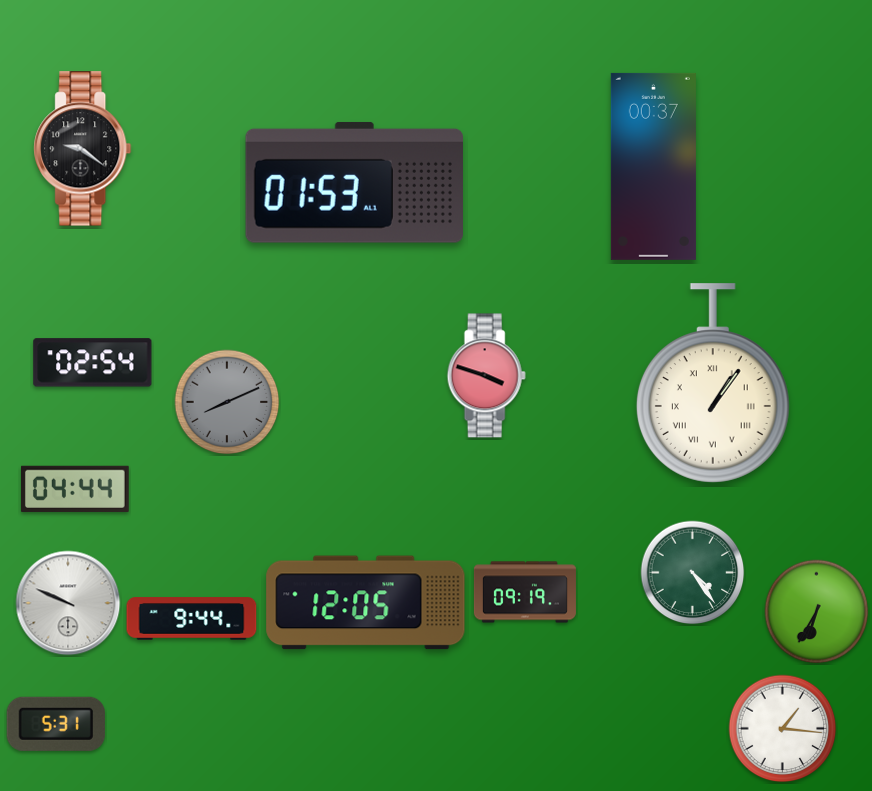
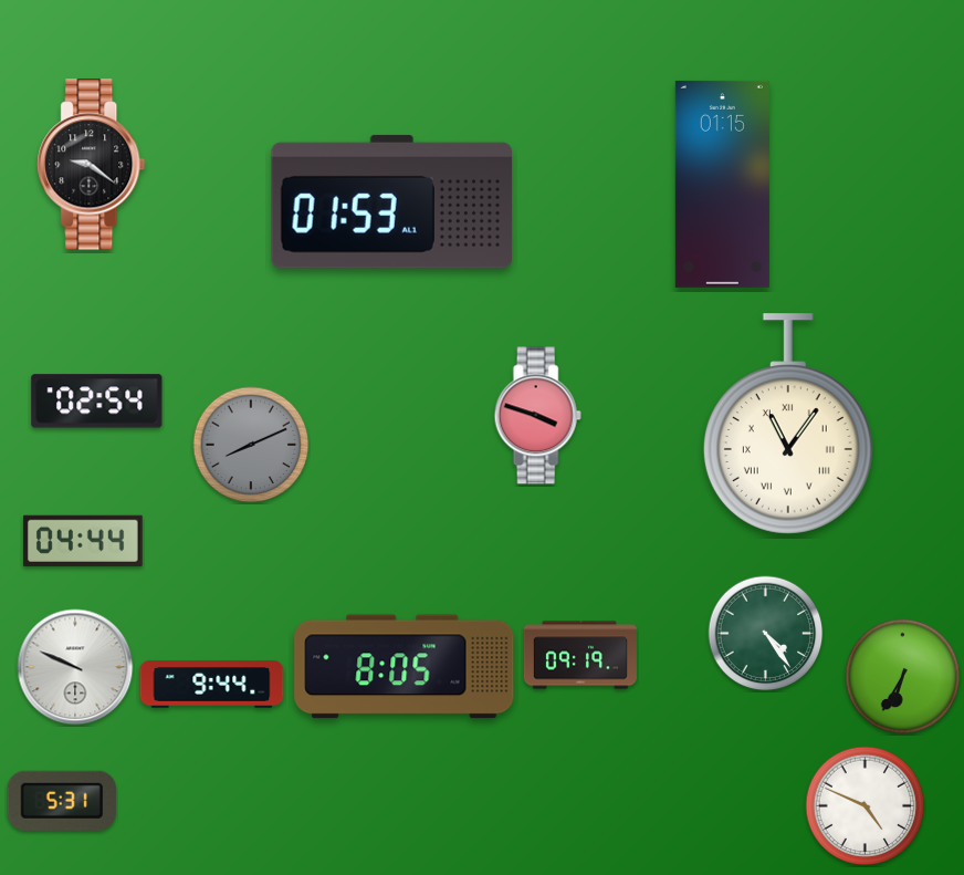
clock at (653, 166): 00:37 -> 01:15
clock at (93, 363) position: (93, 363) -> (97, 402)
clock at (713, 383): 1:06 -> 11:06
clock at (366, 603): 12:05 -> 8:05
clock at (783, 729): 1:16 -> 4:49
